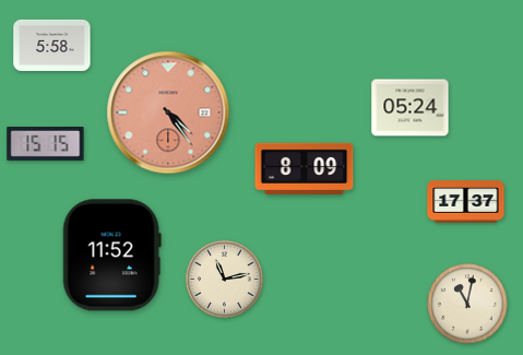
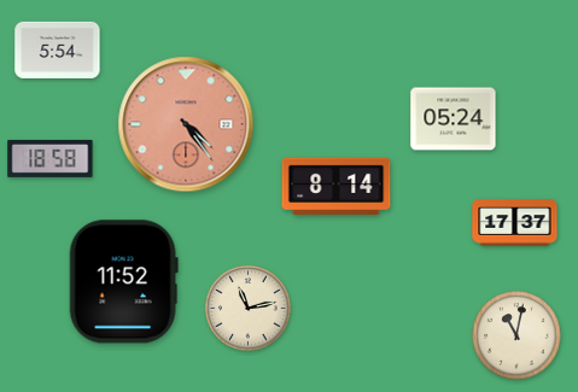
clock at (52, 45): 5:58 -> 5:54
clock at (46, 143): 15:15 -> 18:58
clock at (305, 168): 8:09 -> 8:14
